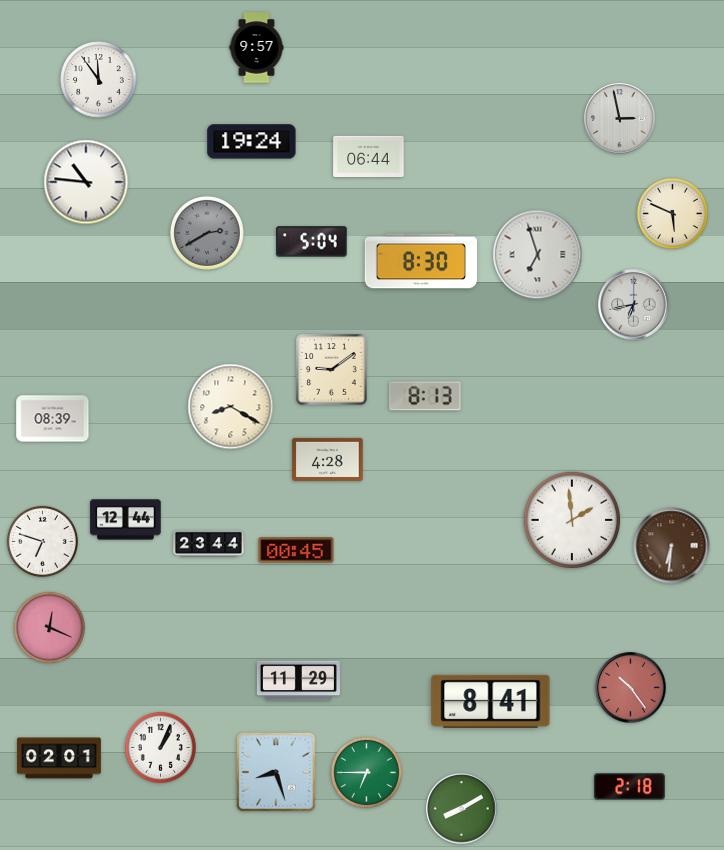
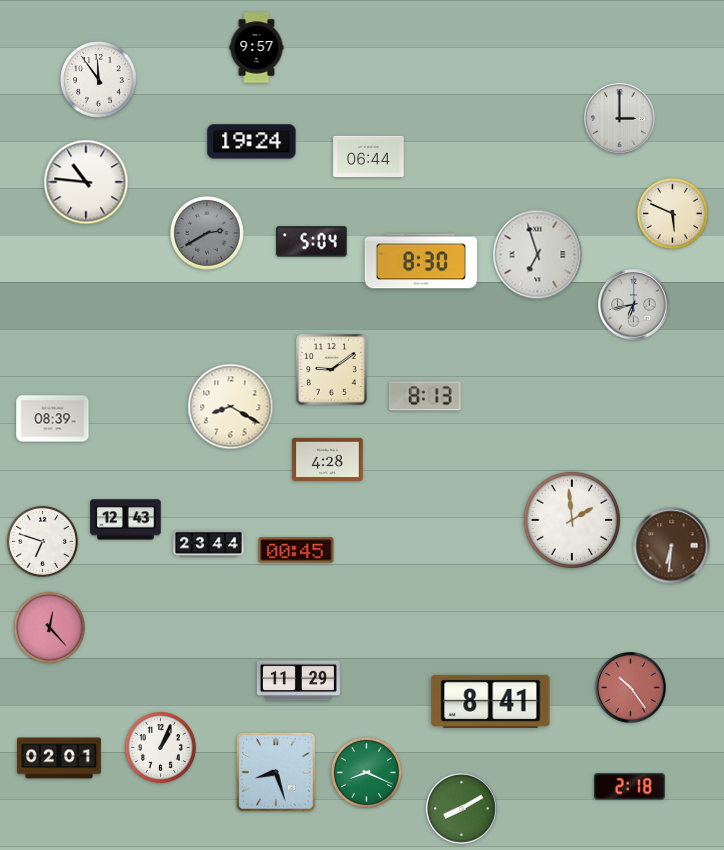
clock at (620, 119): 2:58 -> 3:00
clock at (126, 520): 12:44 -> 12:43
clock at (49, 627): 12:19 -> 12:23
clock at (366, 772): 6:45 -> 8:19
